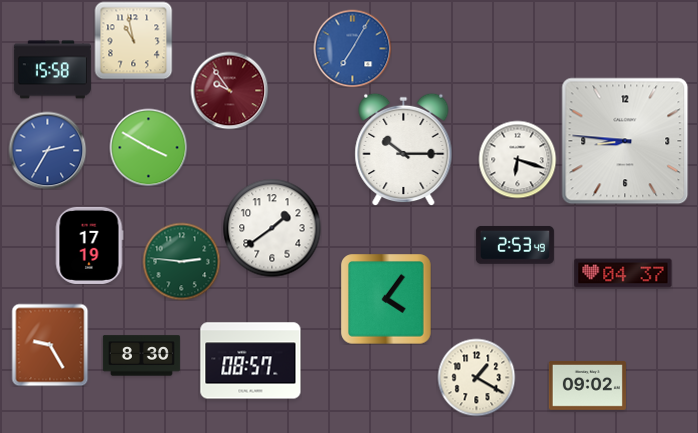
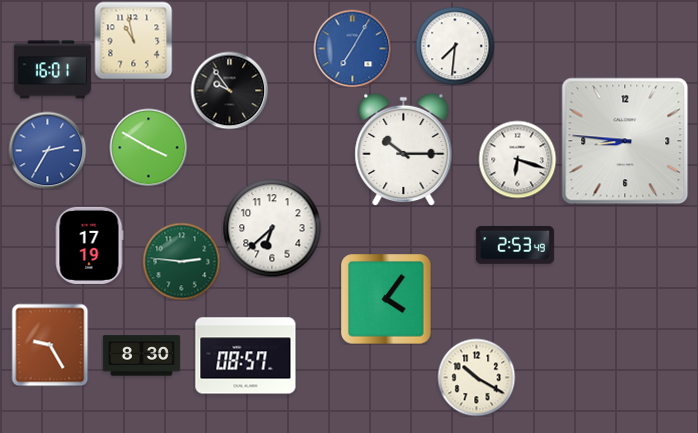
clock at (455, 46): none -> 7:31
clock at (52, 70): 15:58 -> 16:01
clock at (229, 90) dial: burgundy -> black
clock at (272, 228): 1:39 -> 6:38
clock at (623, 273): 04:37 -> none
clock at (251, 361) position: (251, 361) -> (246, 356)
clock at (476, 377): 1:20 -> 10:20
clock at (587, 385): 09:02 -> none
